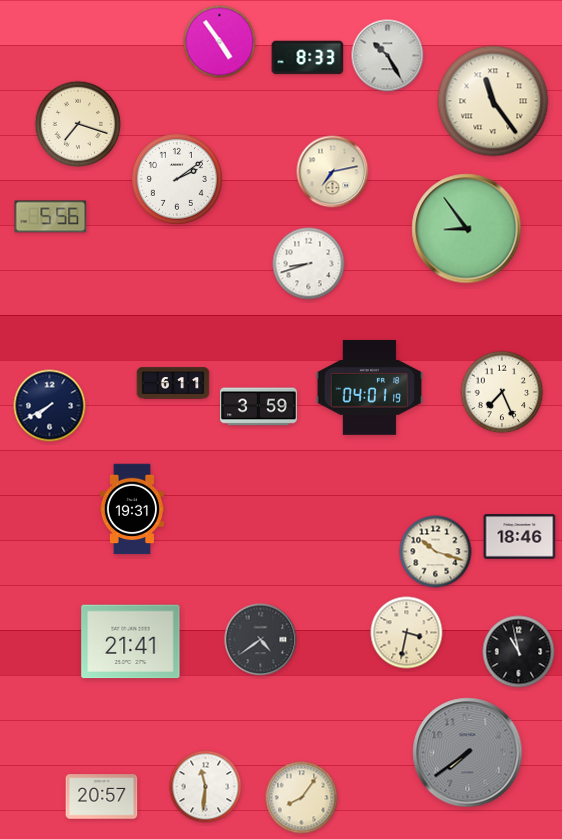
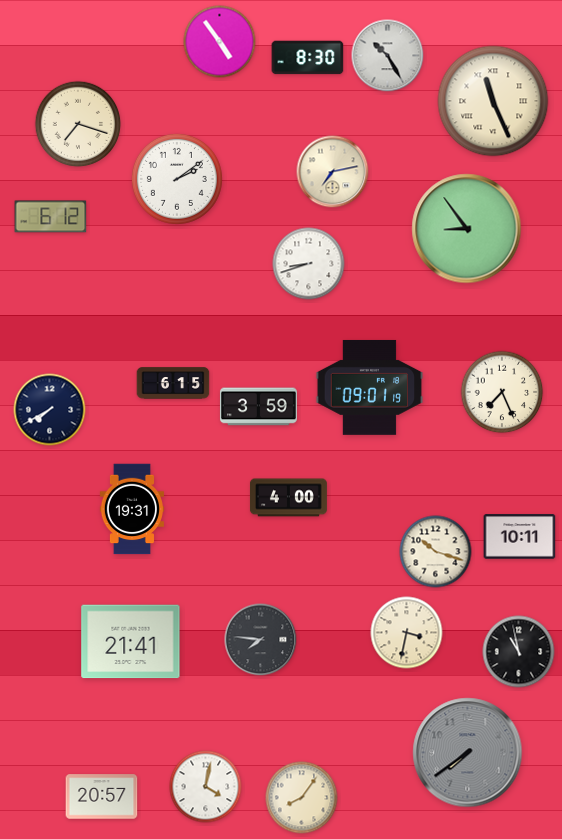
clock at (308, 58): 8:33 -> 8:30
clock at (493, 101): 11:24 -> 11:26
clock at (51, 217): 5:56 -> 6:12
clock at (173, 383): 6:11 -> 6:15
clock at (370, 388): 04:01 -> 09:01
clock at (50, 406) position: (50, 406) -> (50, 410)
clock at (288, 498): none -> 4:00
clock at (520, 537): 18:46 -> 10:11
clock at (261, 640): 4:39 -> 7:46
clock at (206, 787): 11:31 -> 4:02
